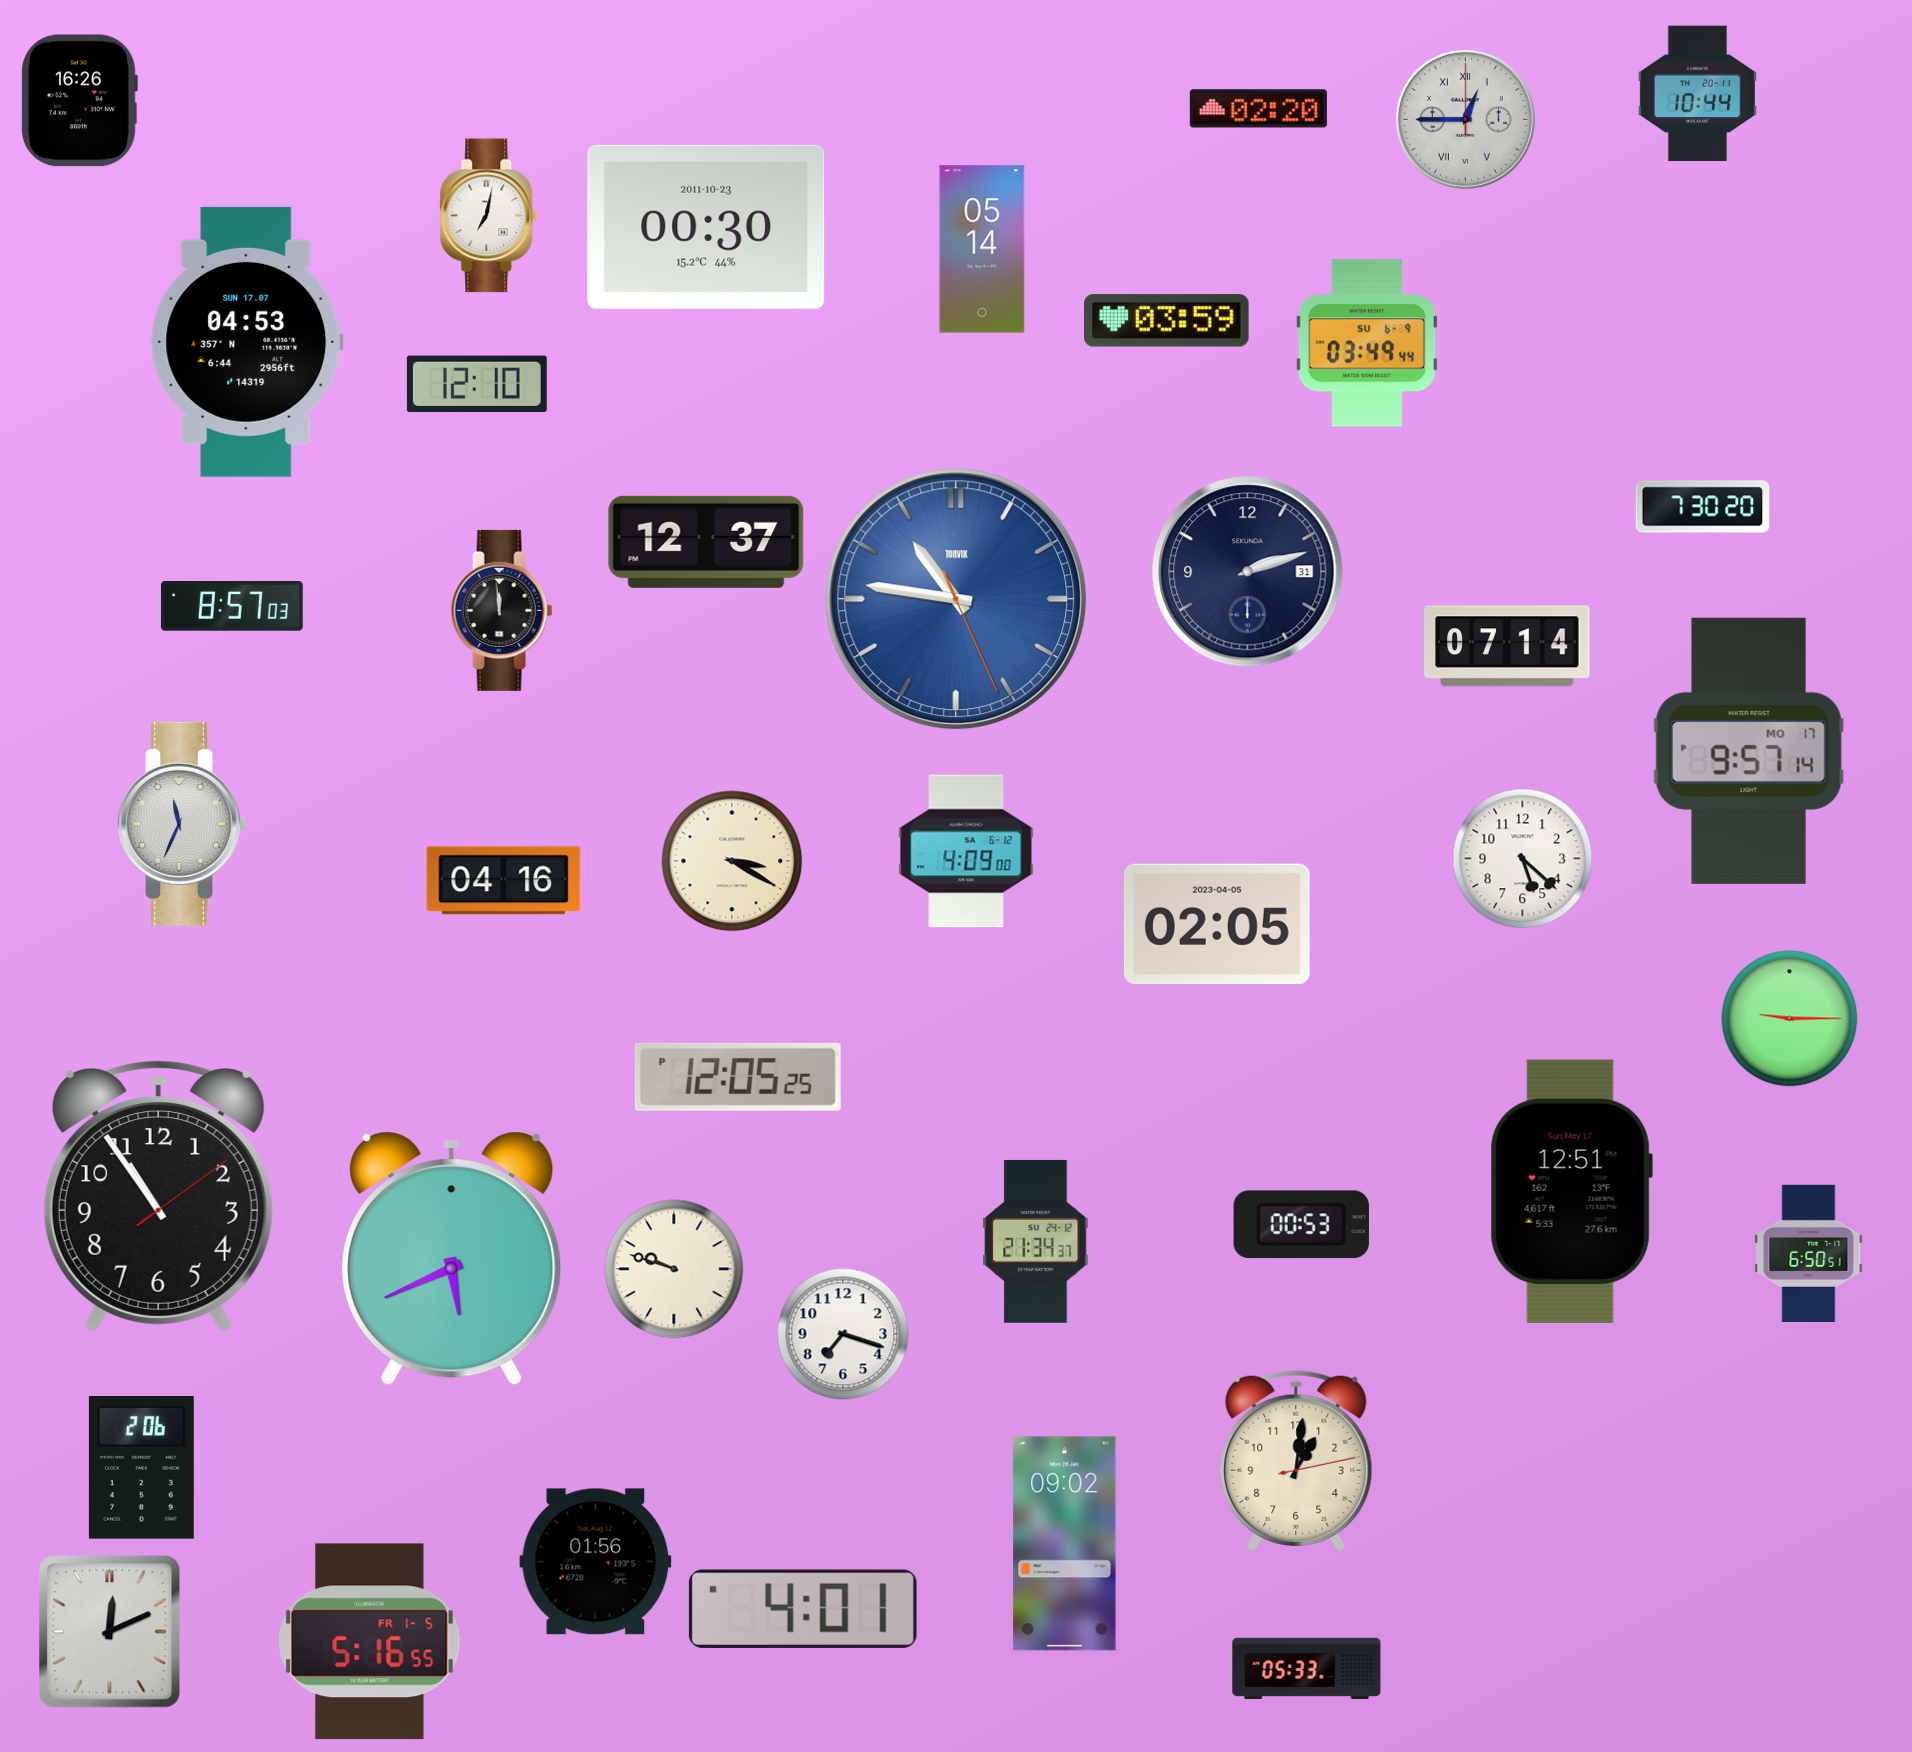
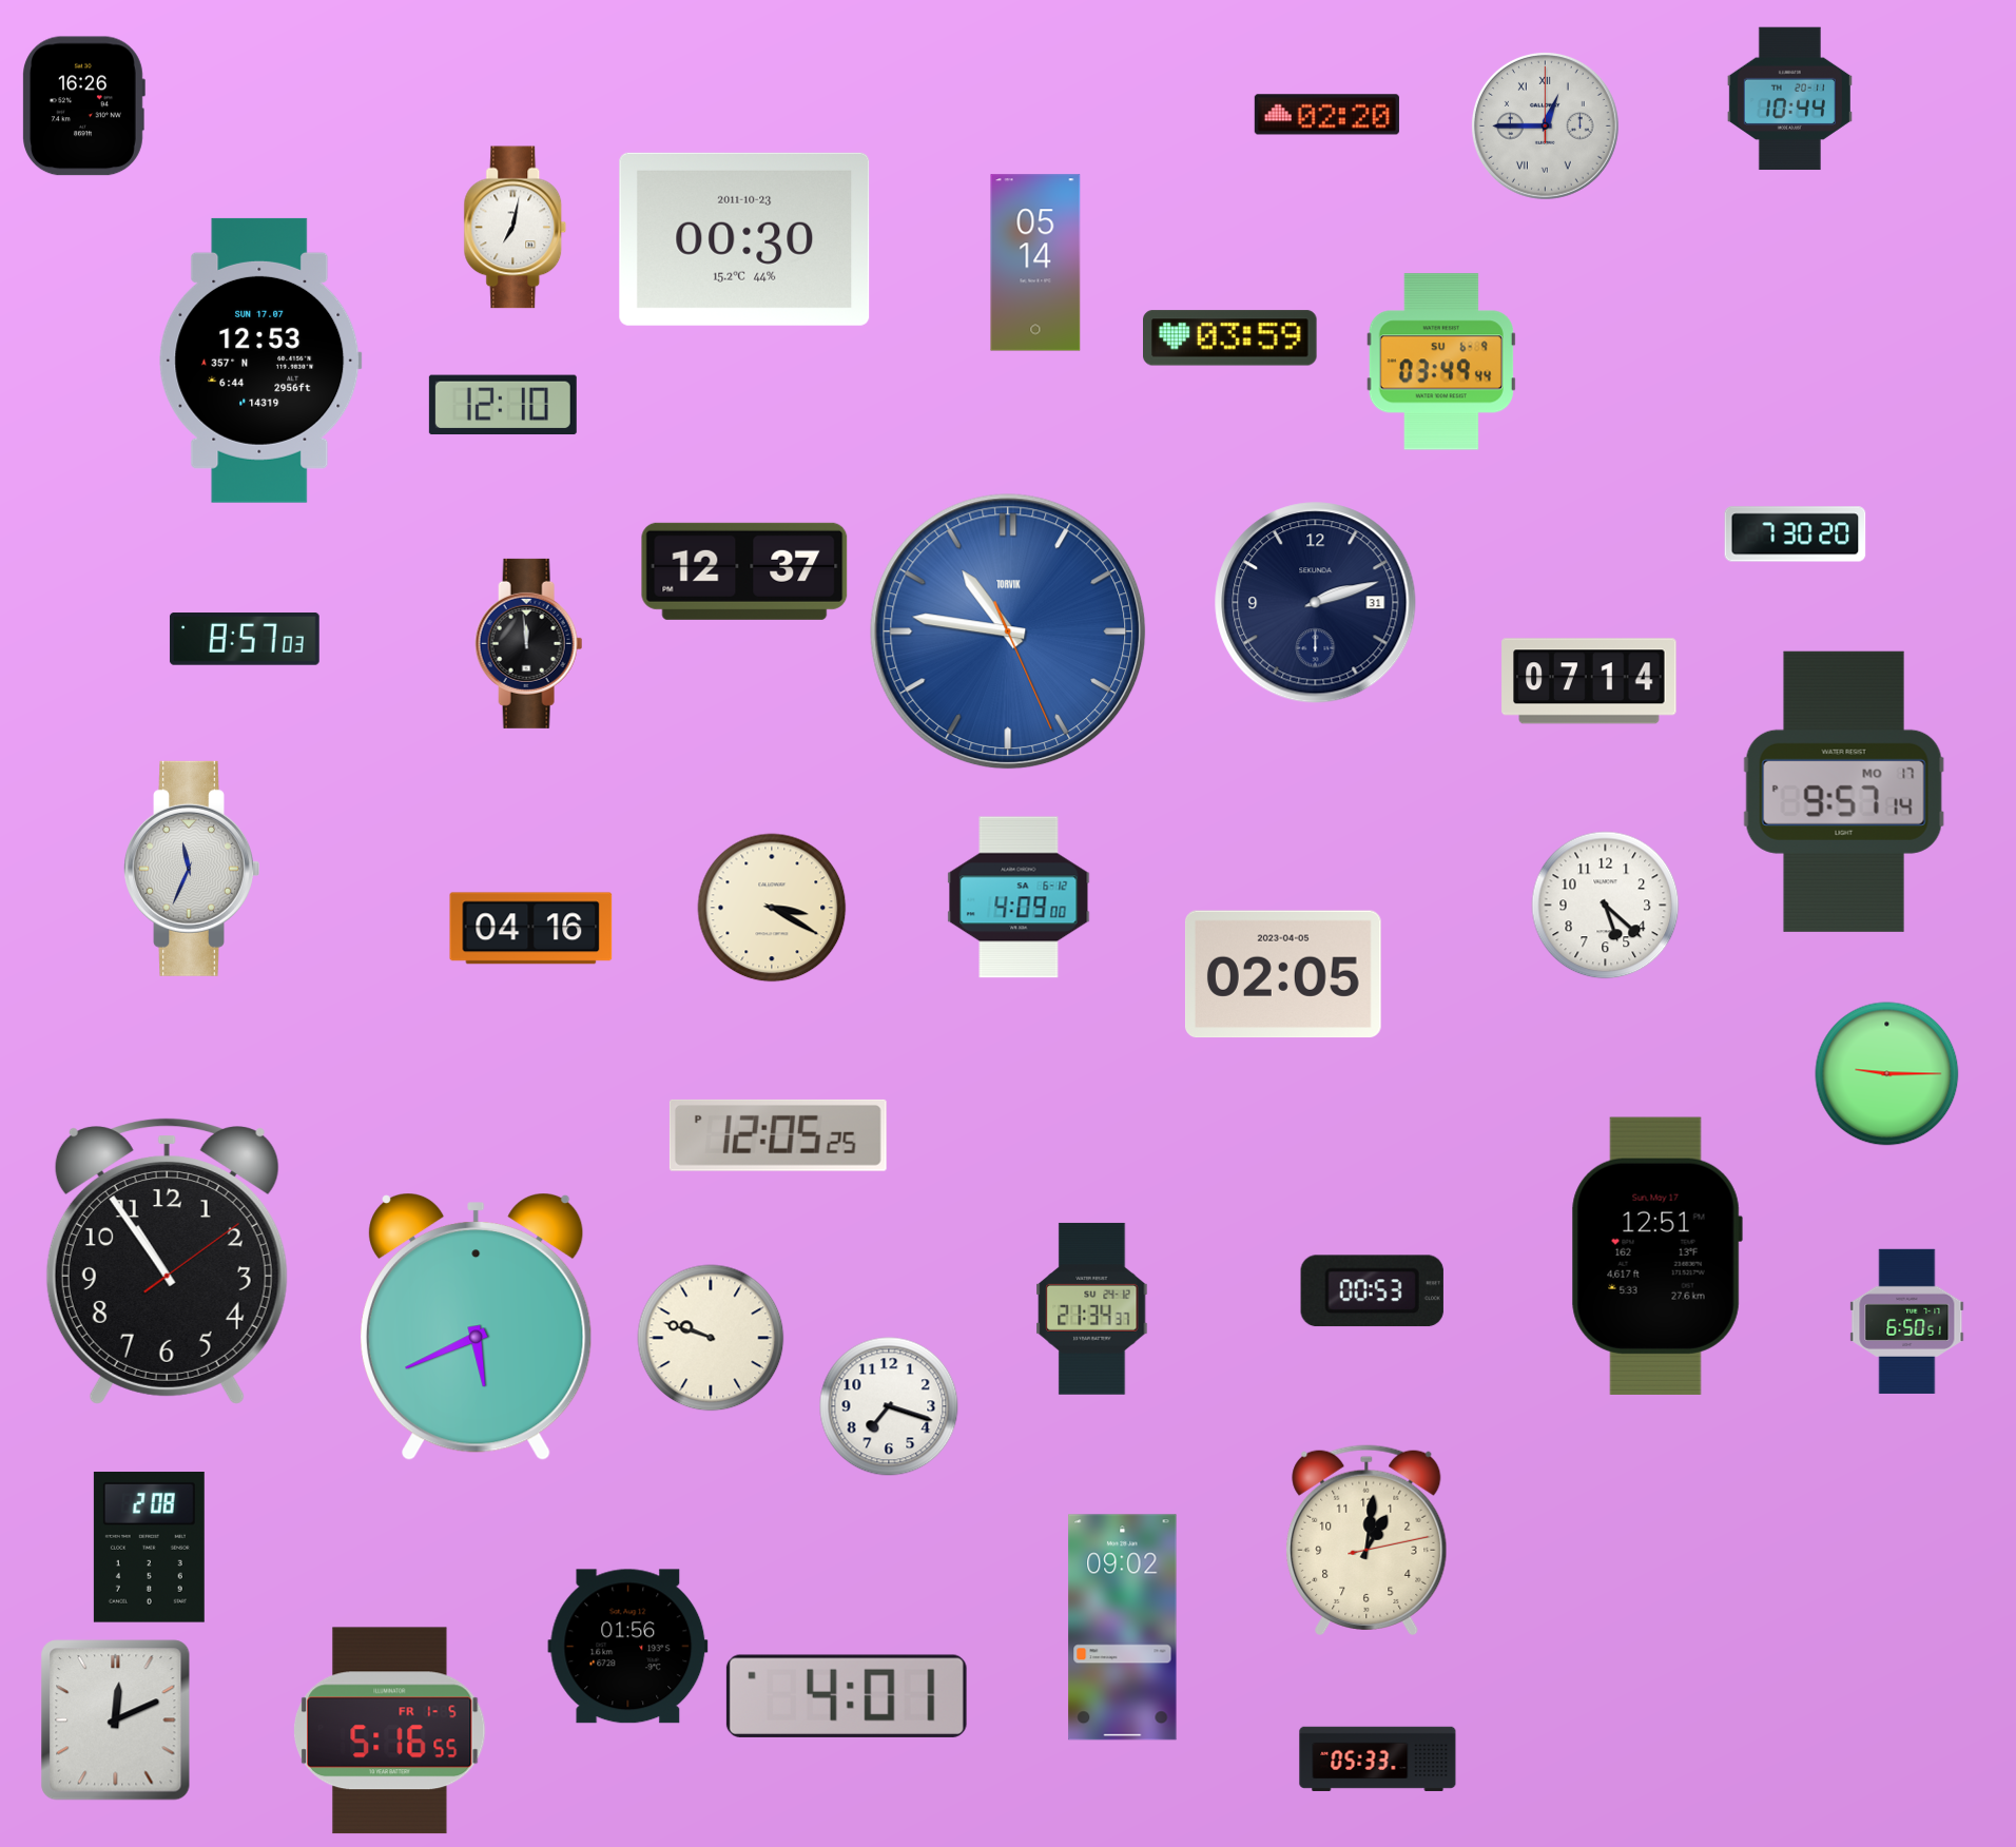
clock at (247, 342): 04:53 -> 12:53
clock at (141, 1468): 2:06 -> 2:08
